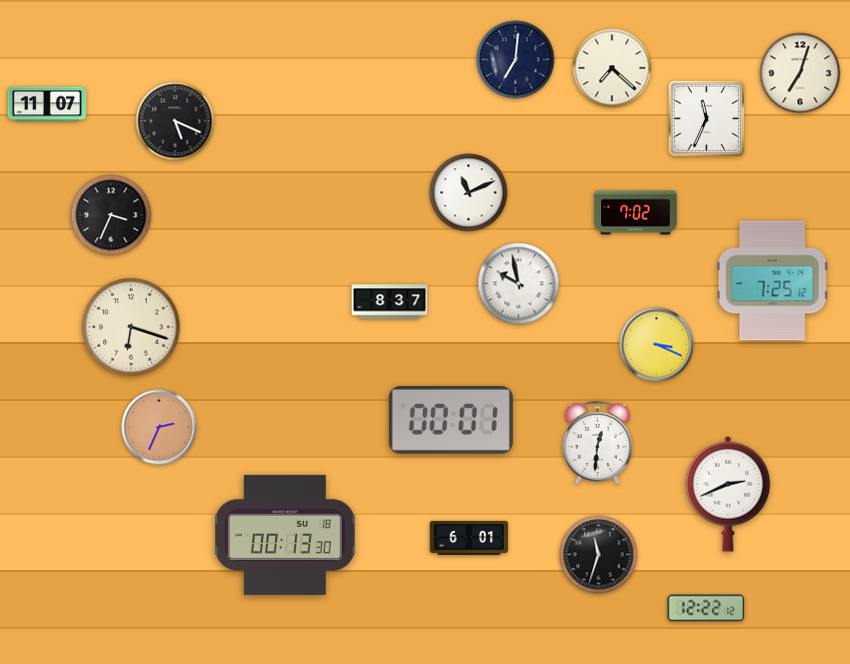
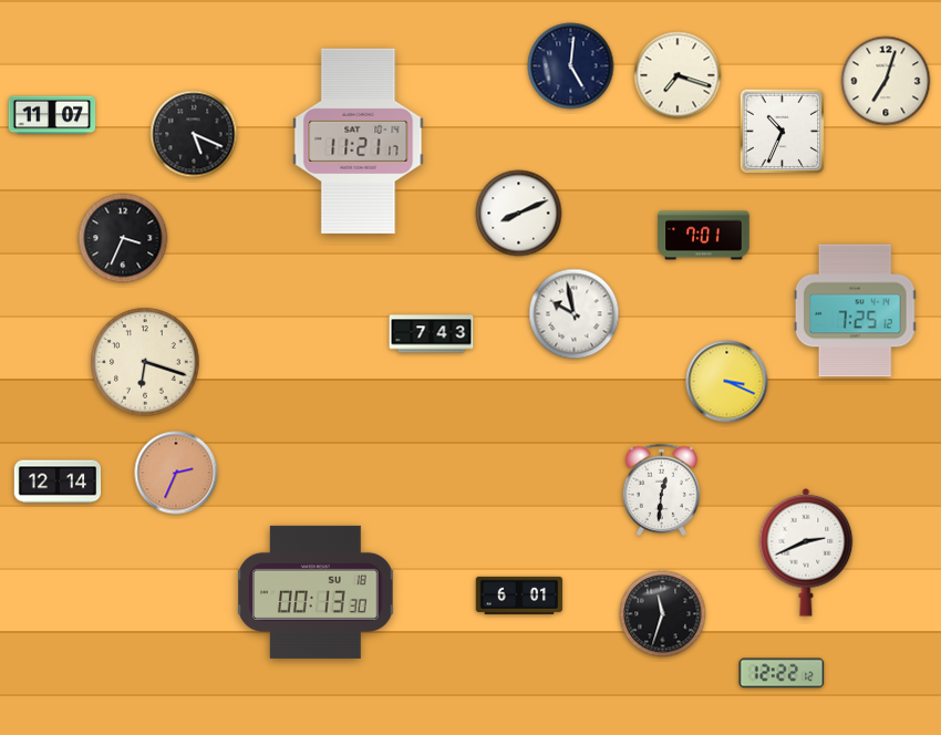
clock at (516, 60): 7:01 -> 5:01
clock at (612, 68): 7:22 -> 7:18
clock at (707, 119): 11:34 -> 10:34
clock at (359, 141): none -> 11:21
clock at (469, 193): 11:11 -> 8:11
clock at (636, 213): 7:02 -> 7:01
clock at (390, 302): 8:37 -> 7:43
clock at (451, 421): 00:01 -> none
clock at (58, 482): none -> 12:14
clock at (728, 494) position: (728, 494) -> (806, 552)
